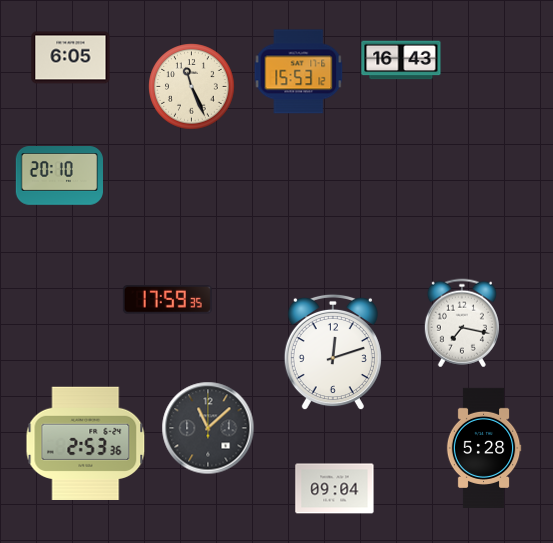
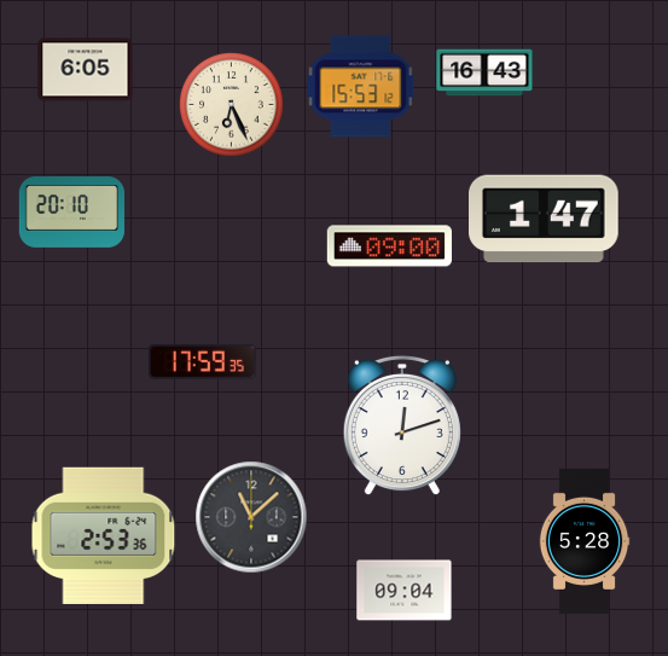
clock at (192, 87): 11:26 -> 6:26
clock at (545, 219): none -> 1:47
clock at (389, 246): none -> 09:00
clock at (462, 323): 7:17 -> none
